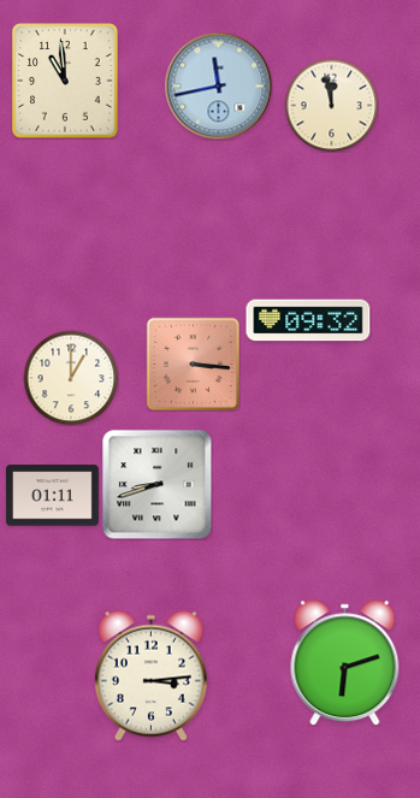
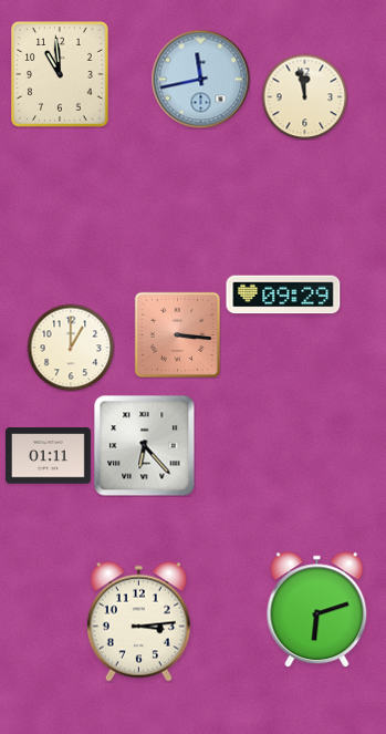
clock at (308, 320): 09:32 -> 09:29
clock at (71, 378) position: (71, 378) -> (71, 348)
clock at (156, 484): 8:42 -> 6:23
